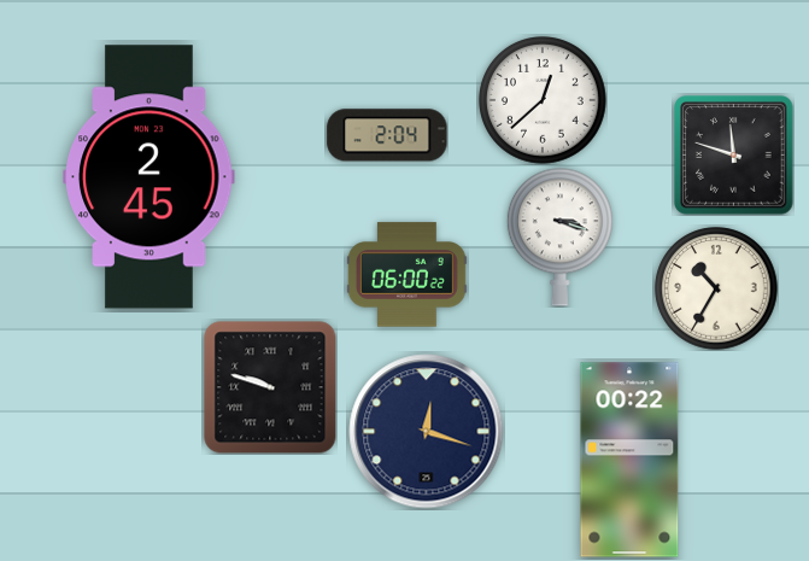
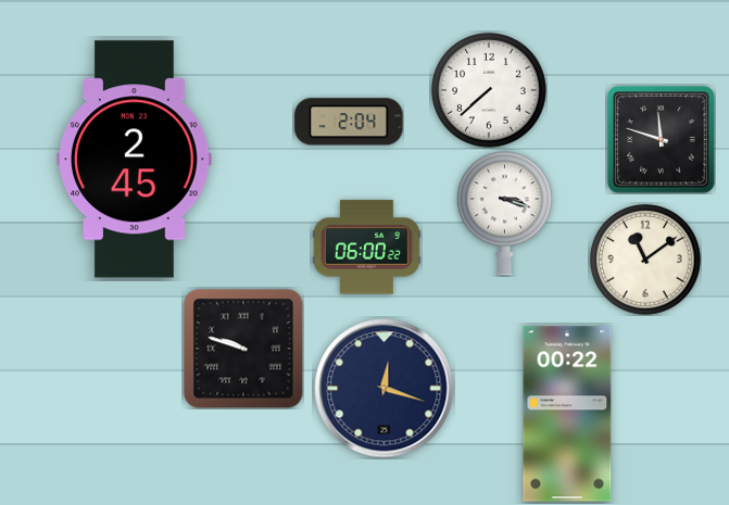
clock at (544, 101): 12:38 -> 7:38
clock at (716, 288): 10:35 -> 11:09
